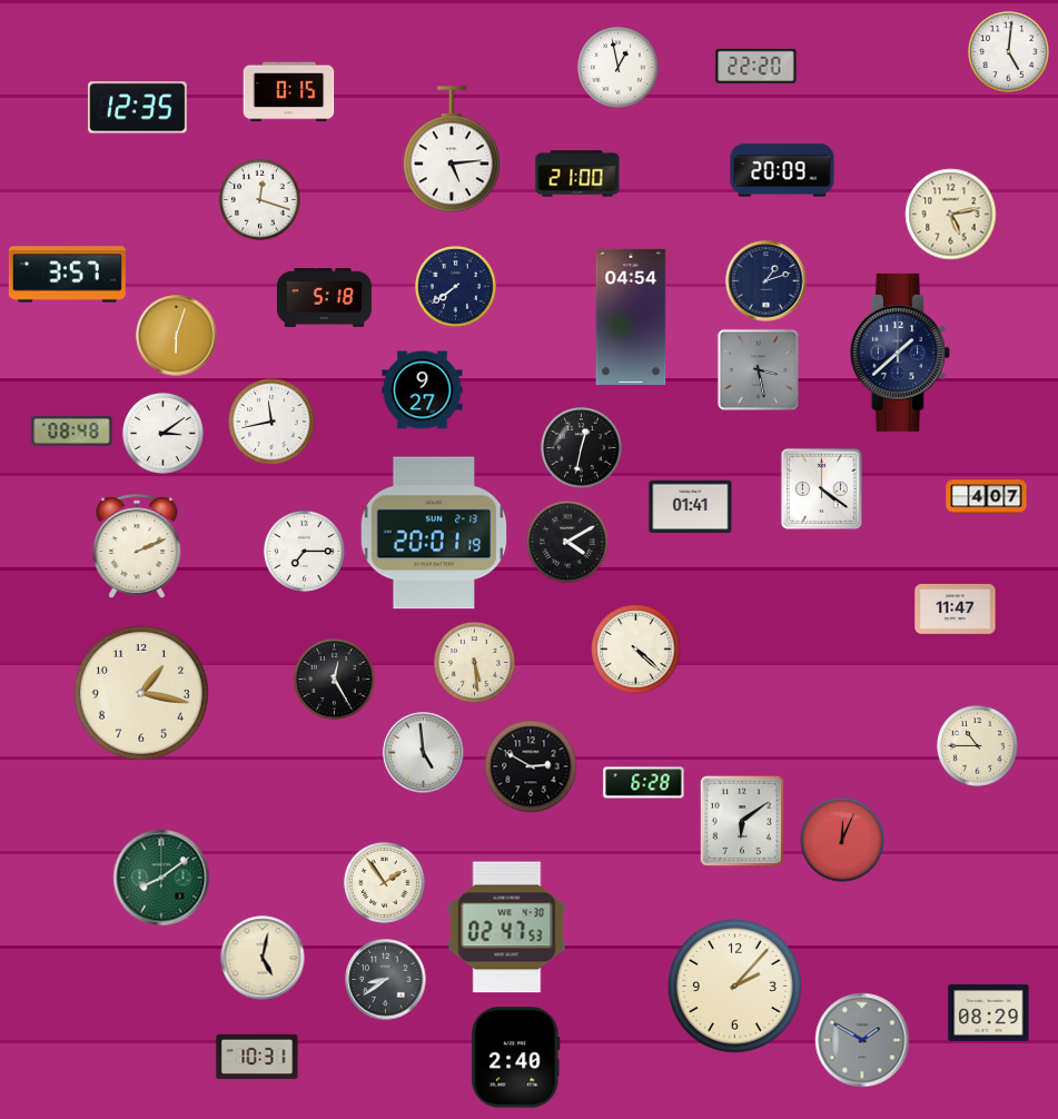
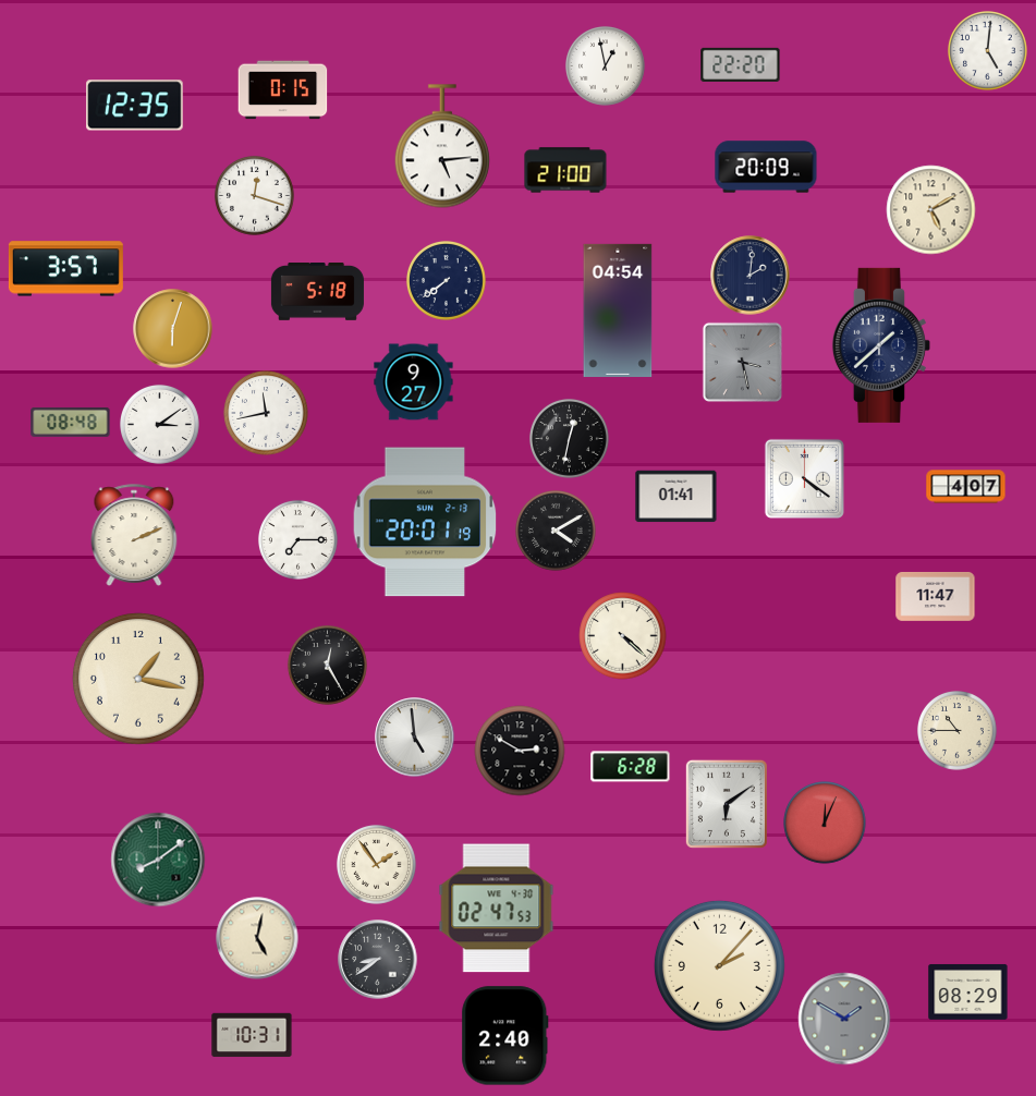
clock at (951, 215): 5:13 -> 5:10
clock at (767, 281): 1:12 -> 2:01
clock at (475, 663): 5:29 -> none
